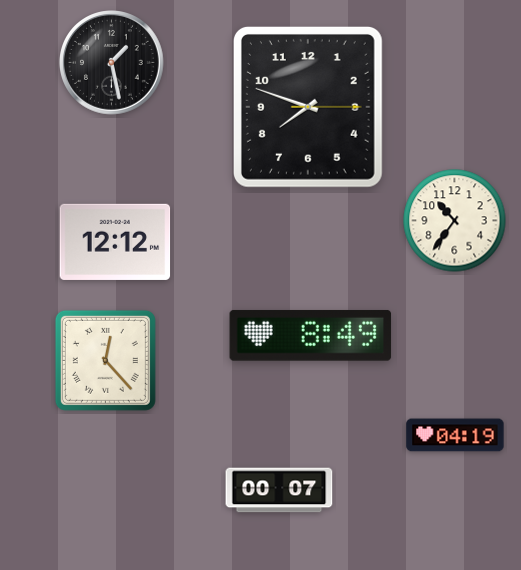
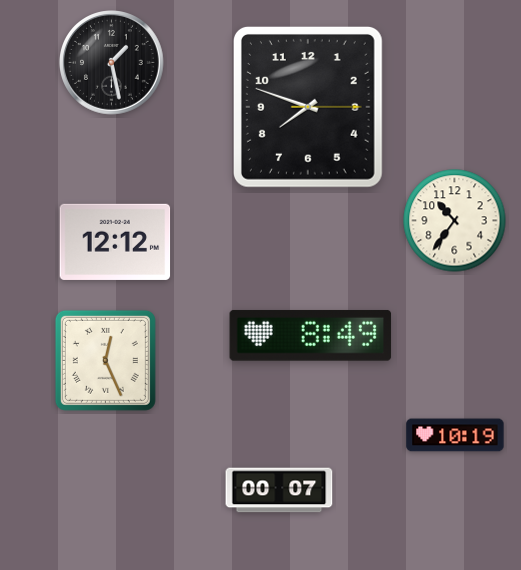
clock at (105, 360): 12:23 -> 12:26
clock at (455, 435): 04:19 -> 10:19
